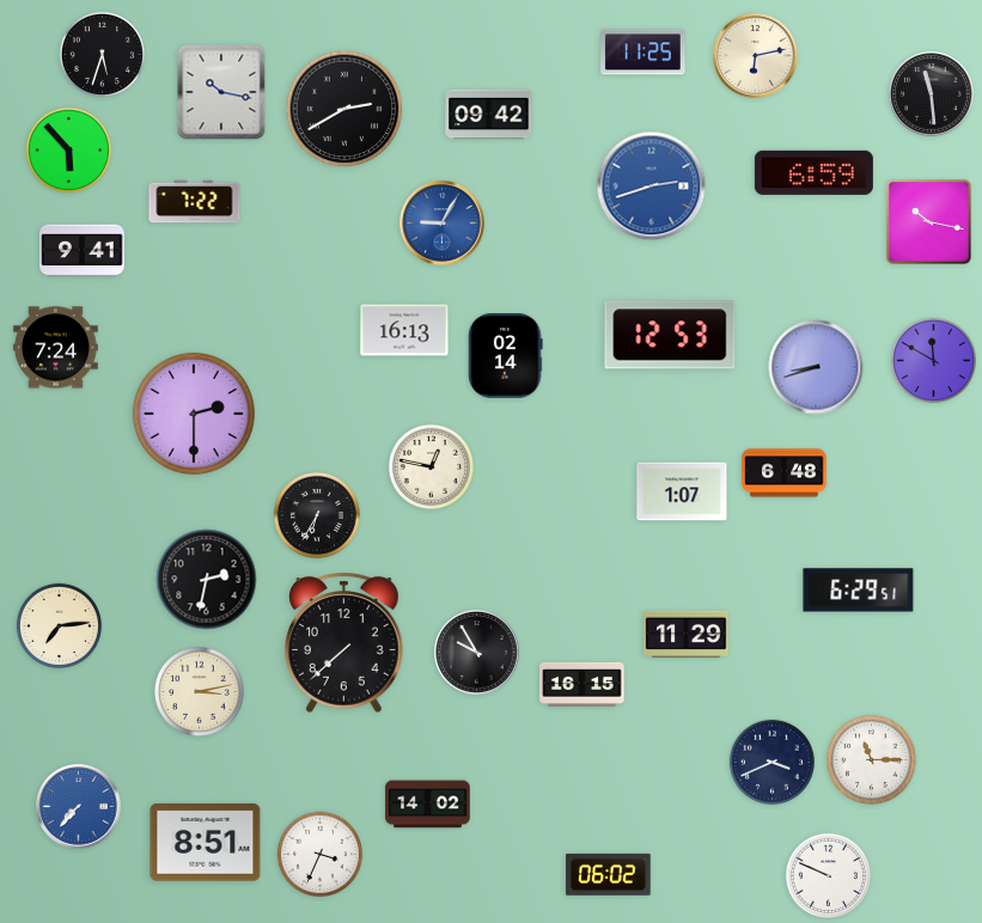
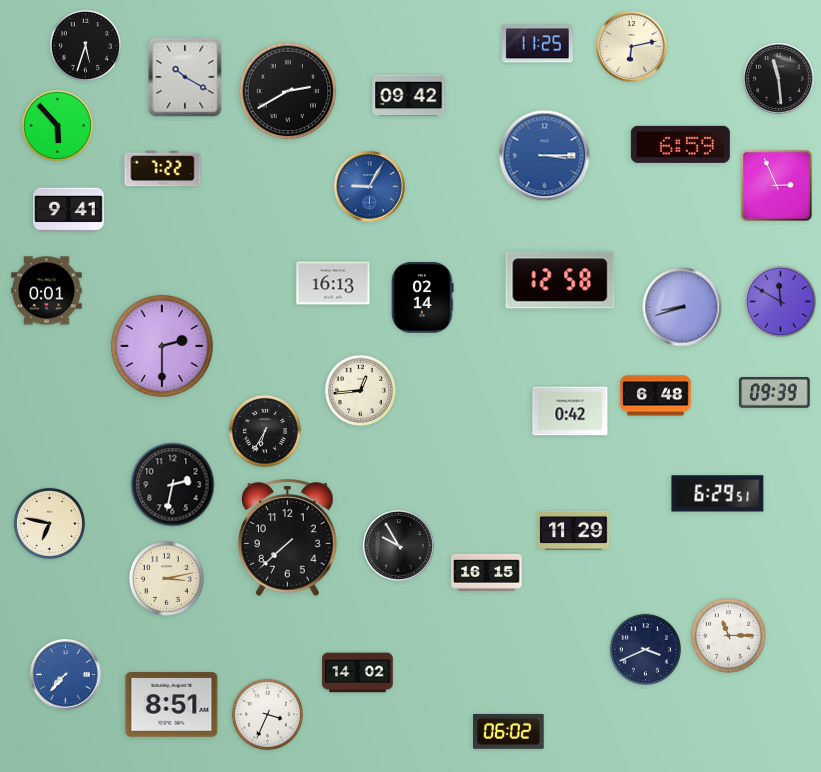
clock at (221, 92): 10:17 -> 10:20
clock at (652, 187): 2:42 -> 3:15
clock at (929, 222): 10:17 -> 2:56
clock at (404, 330) position: (404, 330) -> (333, 283)
clock at (670, 335): 12:53 -> 12:58
clock at (56, 348): 7:24 -> 0:01
clock at (431, 466): 12:47 -> 12:44
clock at (775, 393): none -> 09:39
clock at (682, 491): 1:07 -> 0:42
clock at (59, 625): 7:14 -> 6:47
clock at (771, 762) position: (771, 762) -> (645, 649)
clock at (828, 875): 9:49 -> none
